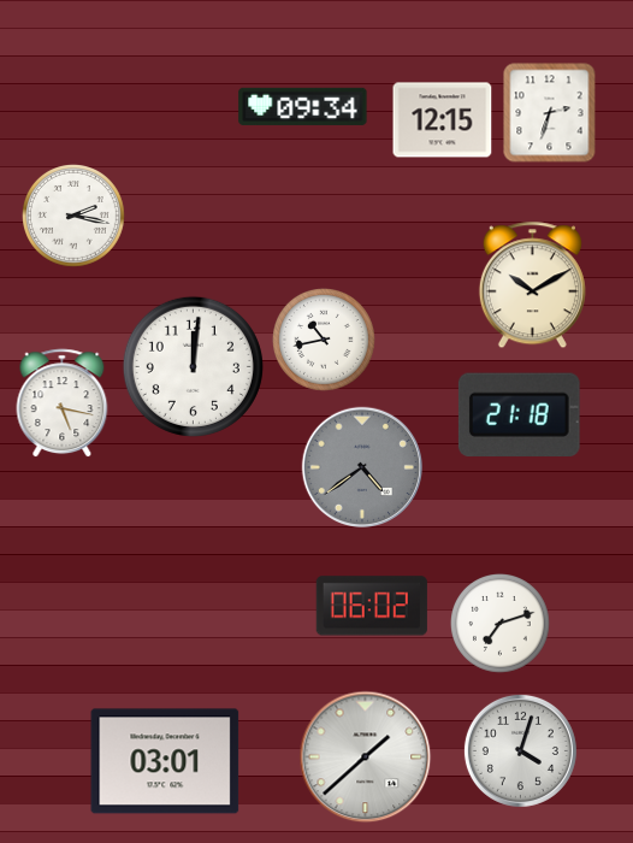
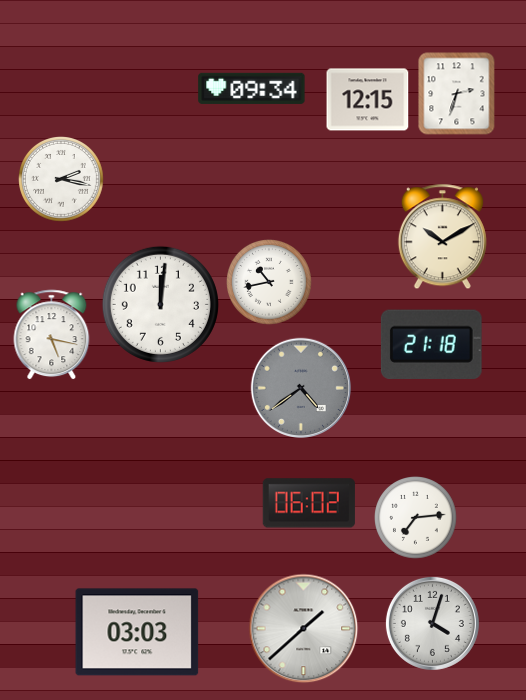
clock at (501, 624): 7:12 -> 7:14
clock at (165, 761): 03:01 -> 03:03
